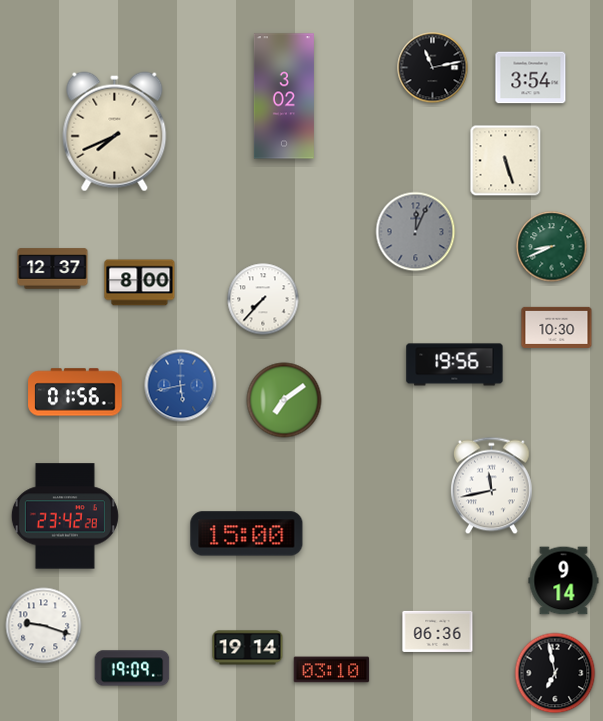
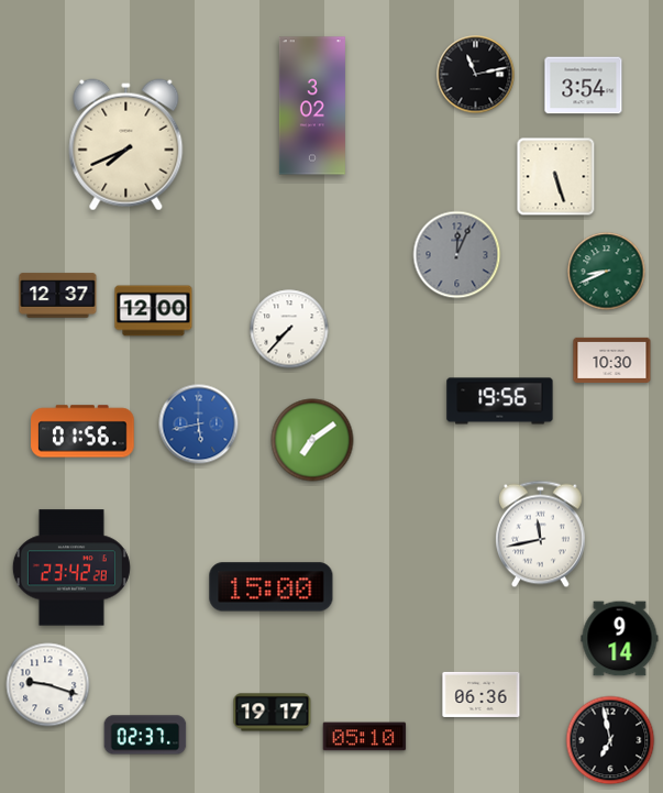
clock at (140, 283): 8:00 -> 12:00
clock at (44, 626) position: (44, 626) -> (48, 685)
clock at (248, 648): 19:14 -> 19:17
clock at (132, 668): 19:09 -> 02:37
clock at (332, 670): 03:10 -> 05:10
